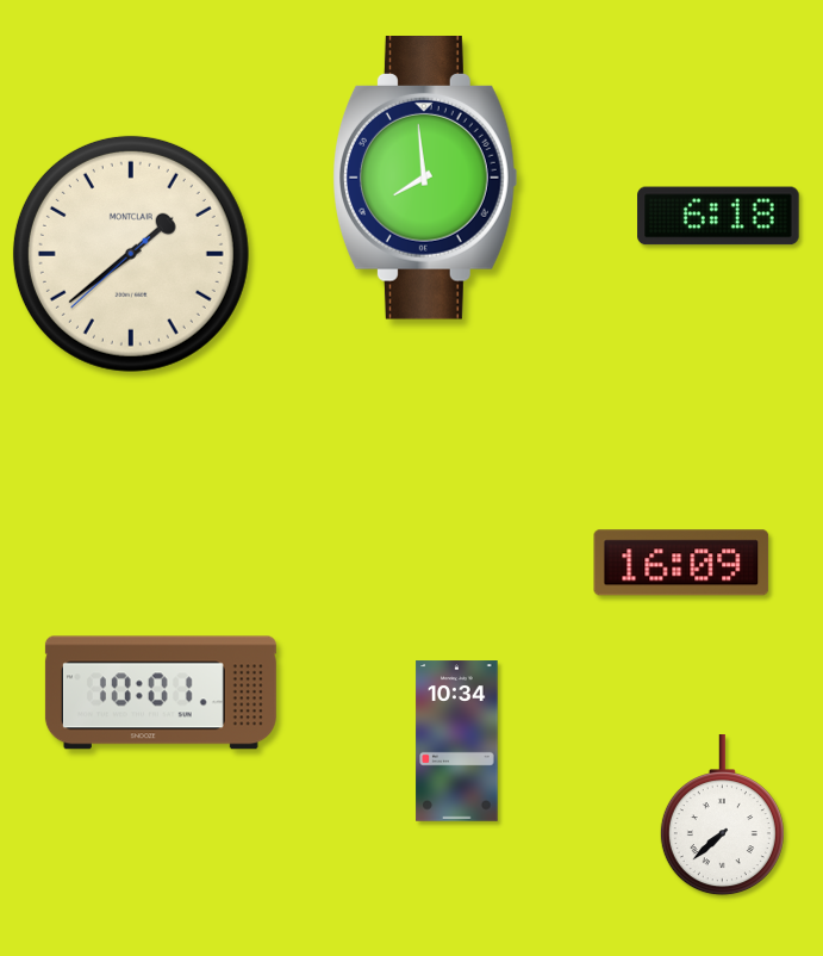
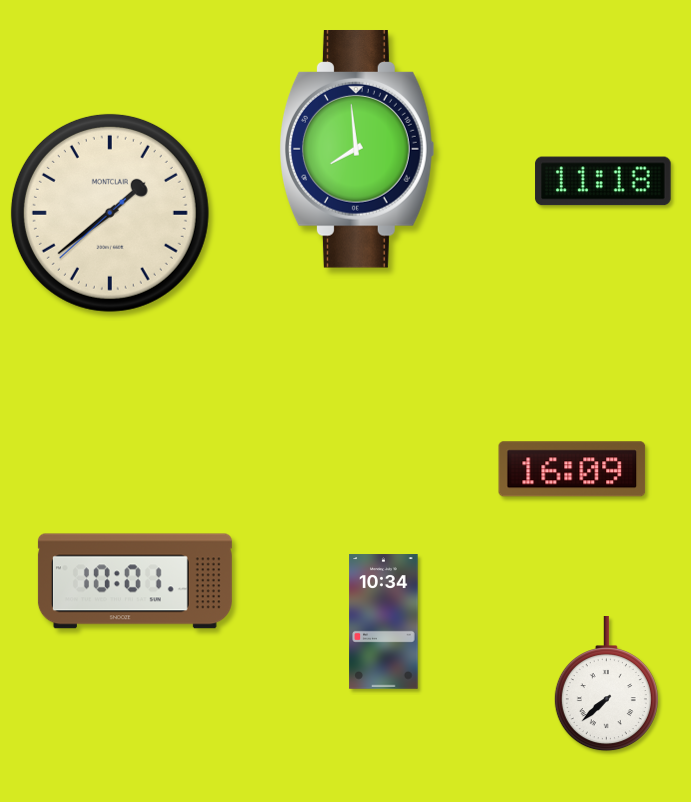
clock at (718, 216): 6:18 -> 11:18
clock at (681, 563) position: (681, 563) -> (572, 469)
